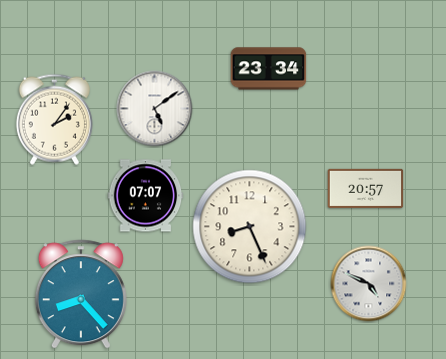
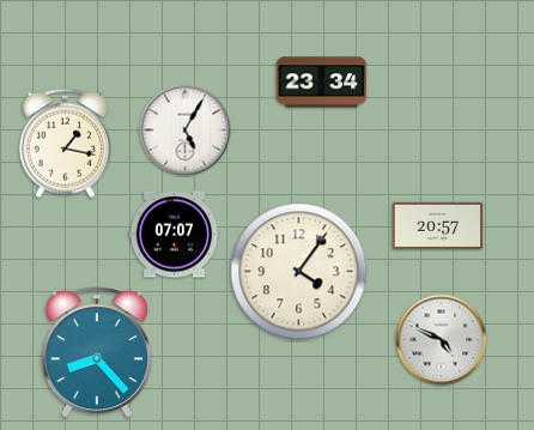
clock at (155, 109): 5:09 -> 5:05
clock at (54, 119): 2:06 -> 1:17
clock at (250, 227): 8:26 -> 4:06
